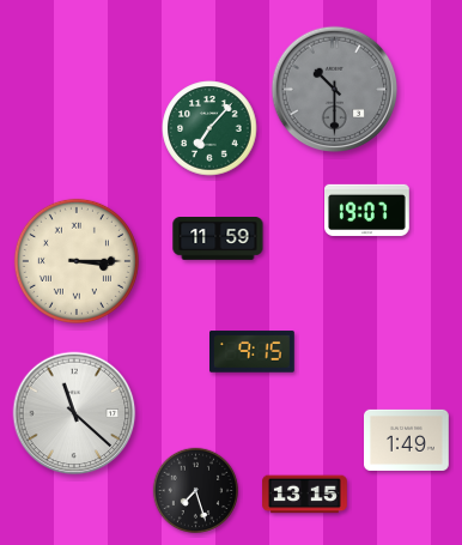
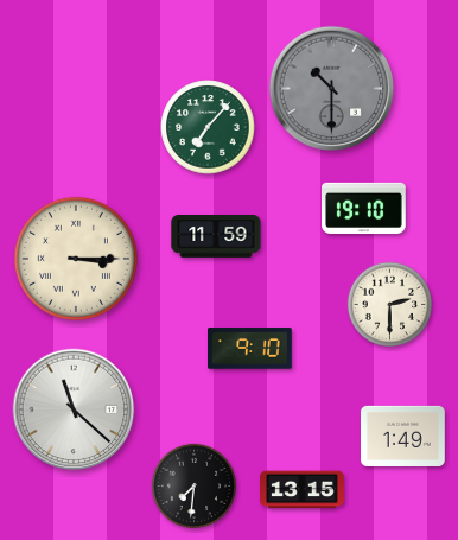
clock at (367, 210): 19:07 -> 19:10
clock at (390, 305): none -> 2:30
clock at (253, 352): 9:15 -> 9:10
clock at (196, 491): 7:27 -> 7:31
